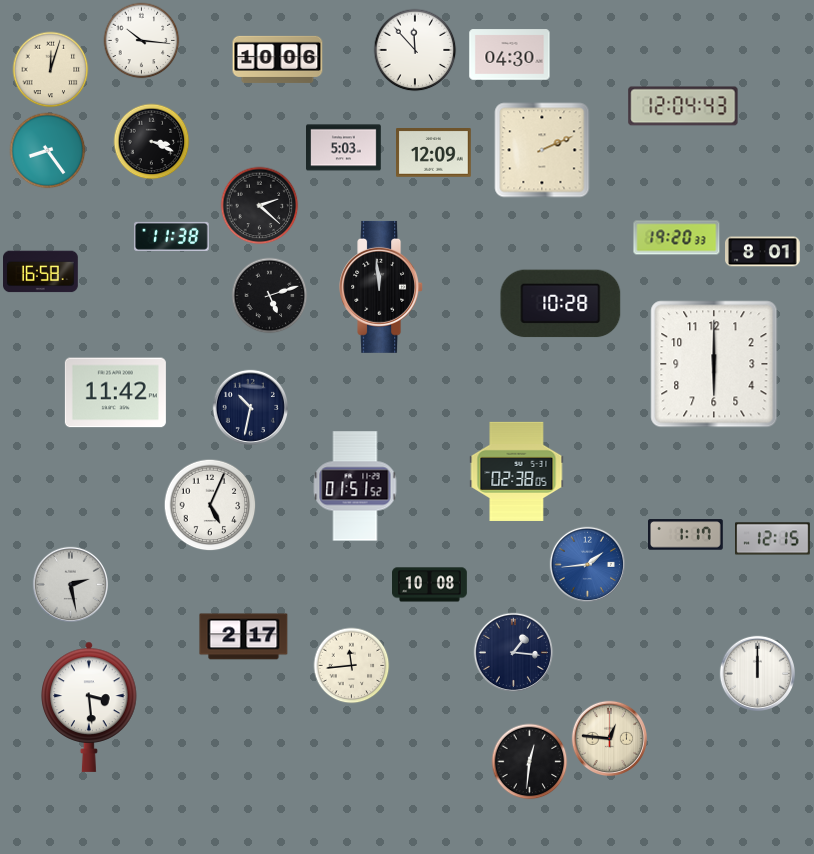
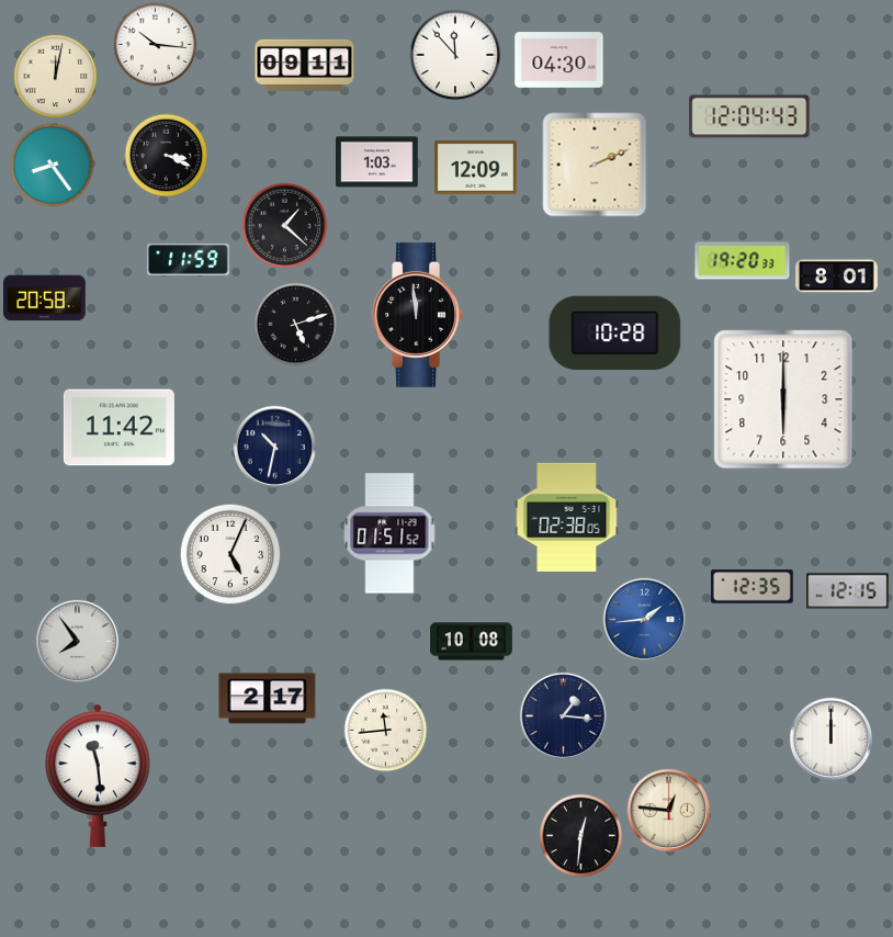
clock at (278, 59): 10:06 -> 09:11
clock at (51, 70): 12:03 -> 12:02
clock at (344, 148): 5:03 -> 1:03
clock at (260, 206): 2:22 -> 1:22
clock at (172, 236): 11:38 -> 11:59
clock at (41, 272): 16:58 -> 20:58
clock at (115, 393) position: (115, 393) -> (118, 428)
clock at (686, 535): 1:17 -> 12:35
clock at (70, 584): 2:28 -> 7:54
clock at (89, 707): 3:29 -> 11:29
